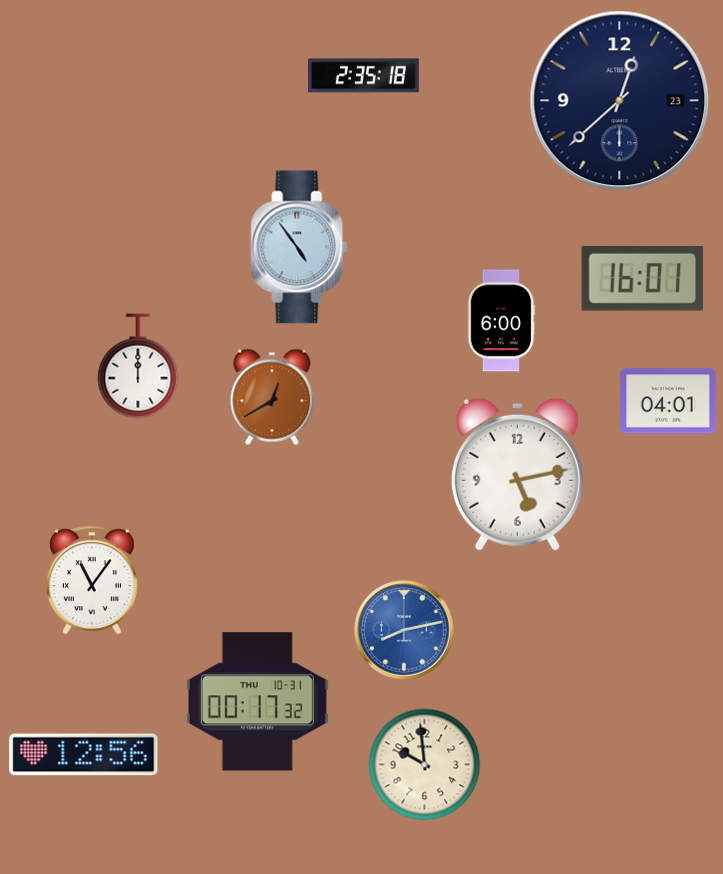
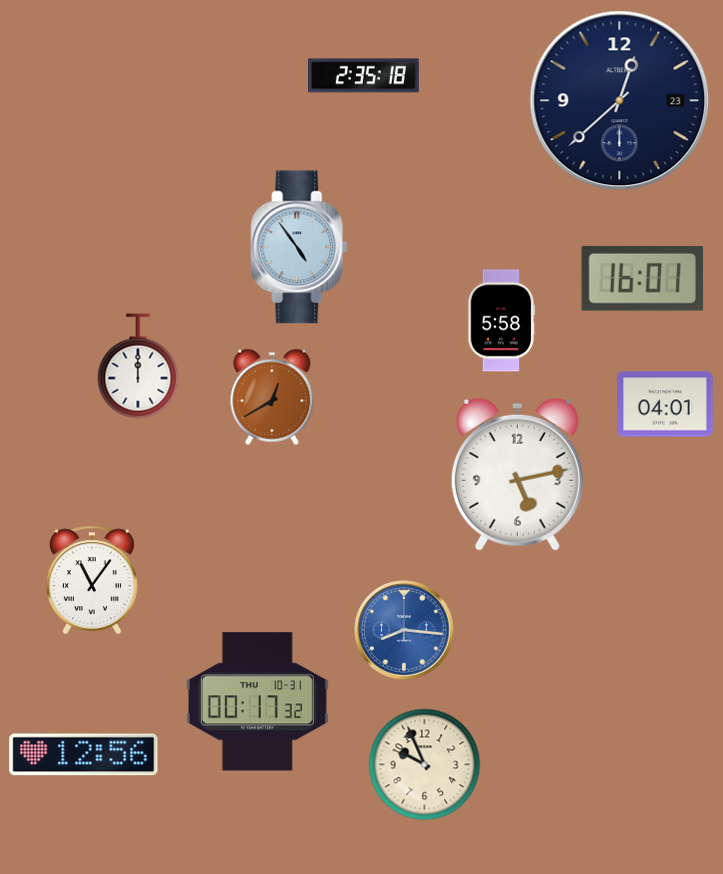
clock at (501, 321): 6:00 -> 5:58
clock at (668, 401) position: (668, 401) -> (665, 404)
clock at (404, 630): 8:13 -> 8:16
clock at (425, 765): 9:59 -> 9:56
